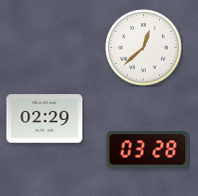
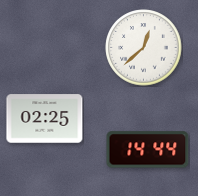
clock at (45, 119): 02:29 -> 02:25
clock at (148, 150): 03:28 -> 14:44
